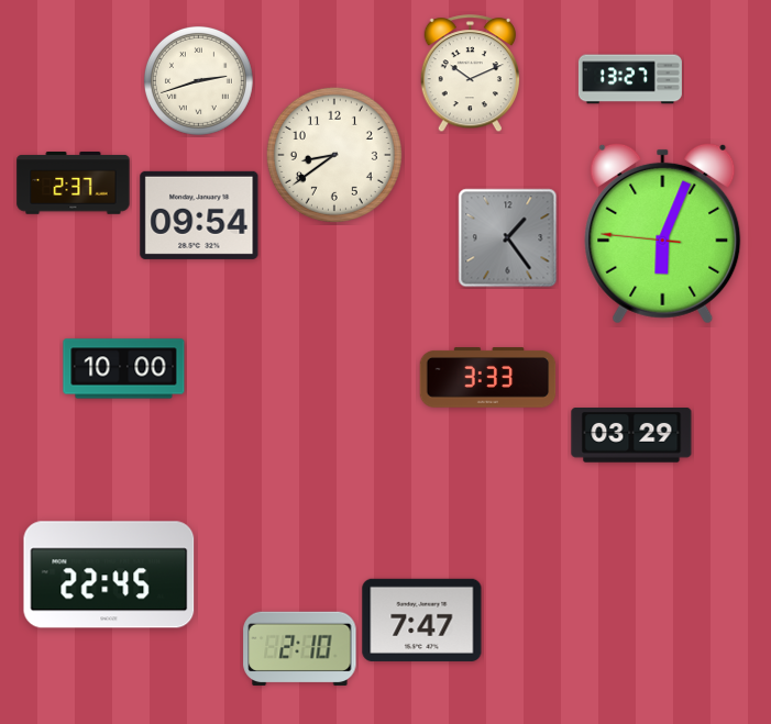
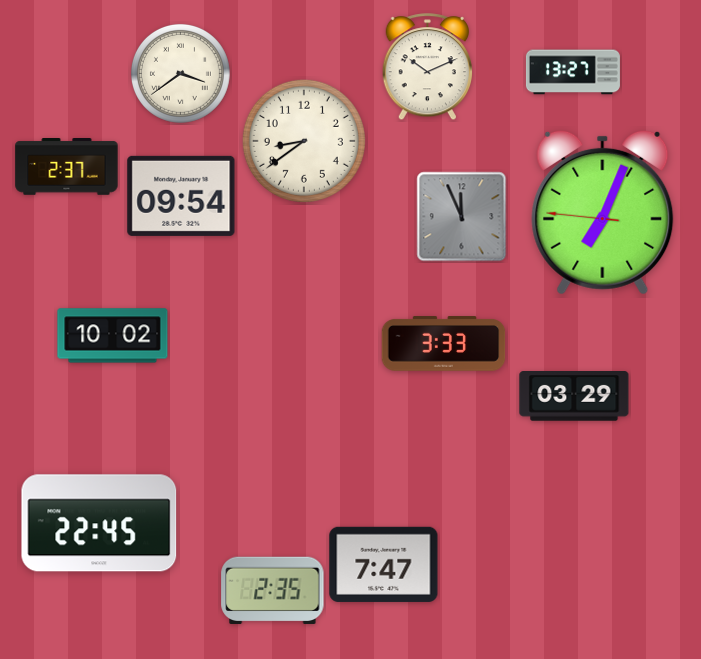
clock at (198, 80): 2:42 -> 3:39
clock at (663, 233): 6:03 -> 7:03
clock at (508, 238): 1:24 -> 11:56
clock at (124, 369): 10:00 -> 10:02
clock at (300, 648): 2:10 -> 2:35
